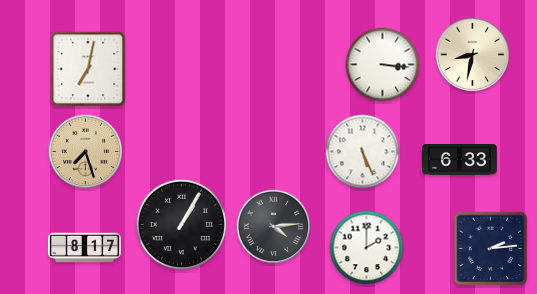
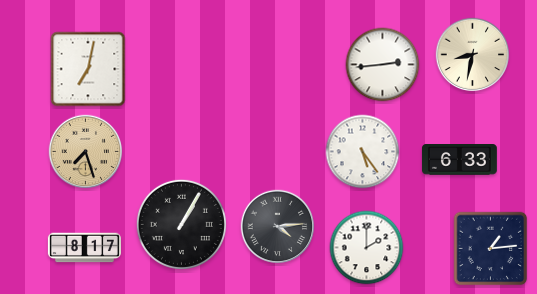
clock at (383, 65): 3:16 -> 2:44
clock at (363, 152): 5:26 -> 5:24
clock at (274, 227) position: (274, 227) -> (278, 227)
clock at (491, 249): 2:14 -> 1:14
